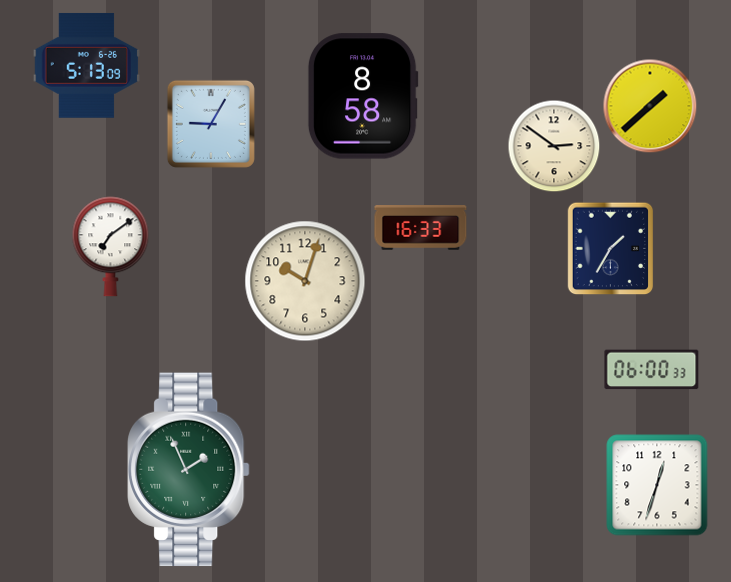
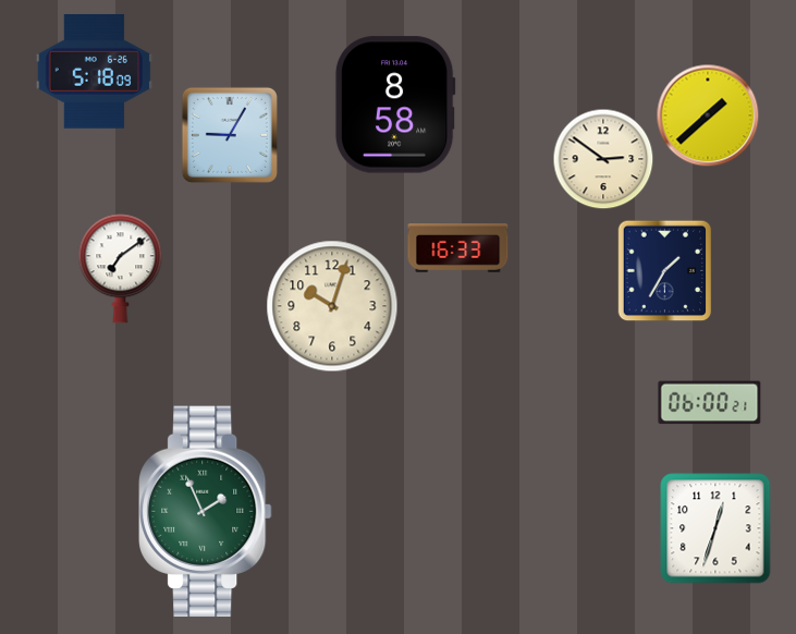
clock at (86, 65): 5:13 -> 5:18
clock at (652, 370): 06:00:33 -> 06:00:21
